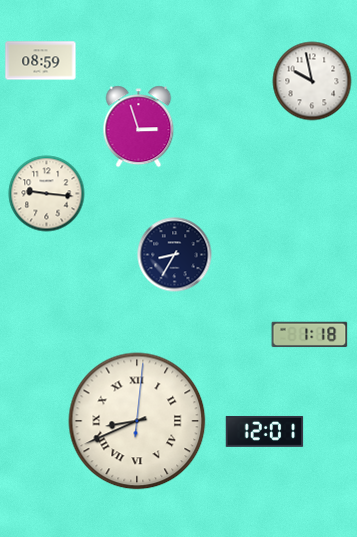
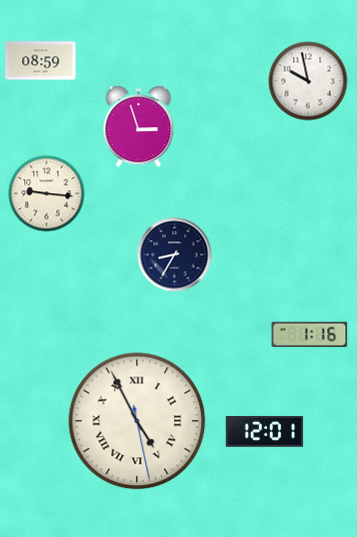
clock at (312, 81) position: (312, 81) -> (308, 81)
clock at (310, 335): 1:18 -> 1:16
clock at (137, 421): 8:41 -> 4:55
